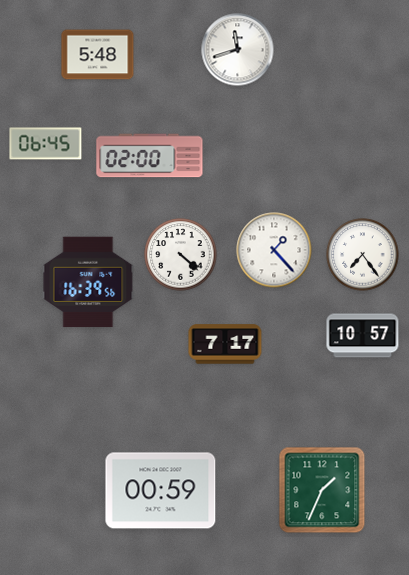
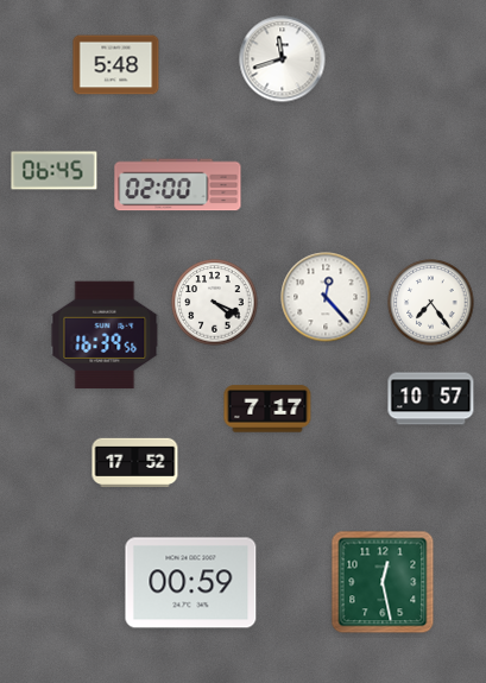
clock at (274, 250): 1:23 -> 12:23
clock at (181, 255): 4:22 -> 4:19
clock at (135, 462): none -> 17:52
clock at (322, 490): 1:34 -> 12:28
